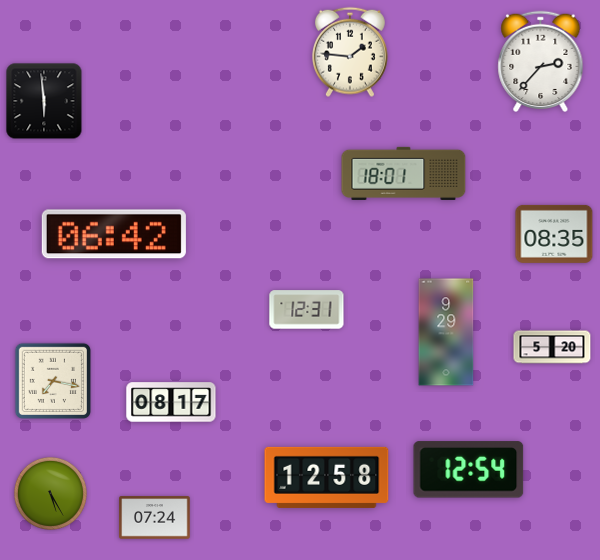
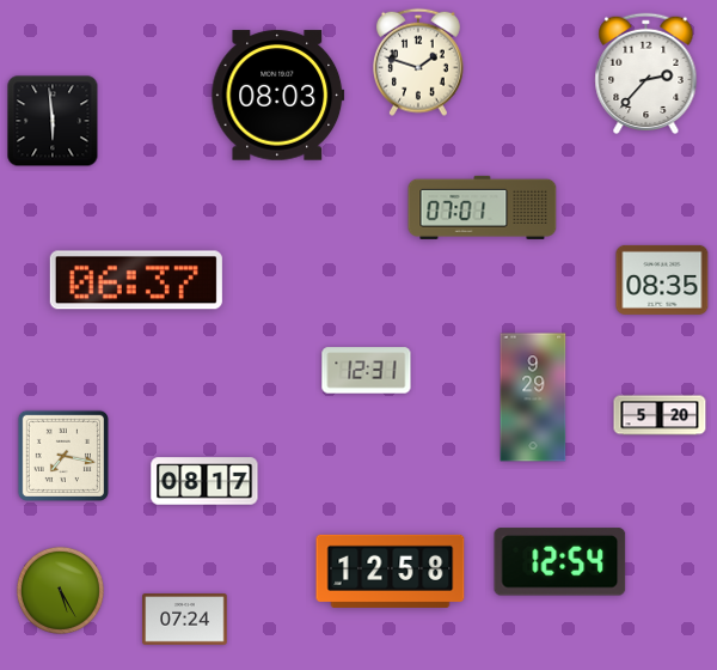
clock at (351, 52): 1:46 -> 1:48
clock at (278, 96): none -> 08:03
clock at (404, 173): 18:01 -> 07:01
clock at (114, 234): 06:42 -> 06:37
